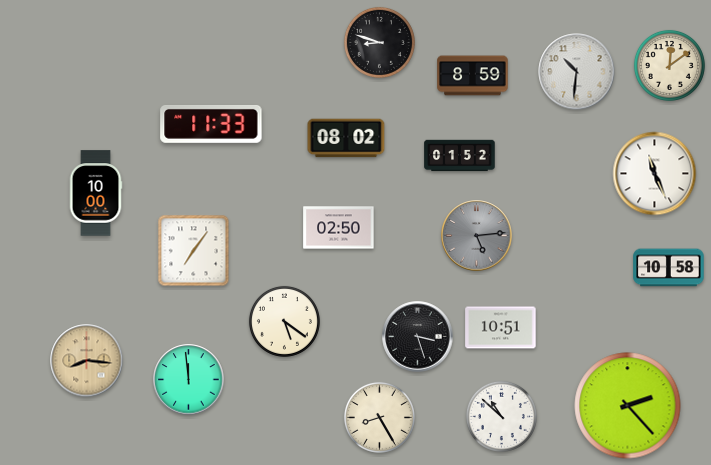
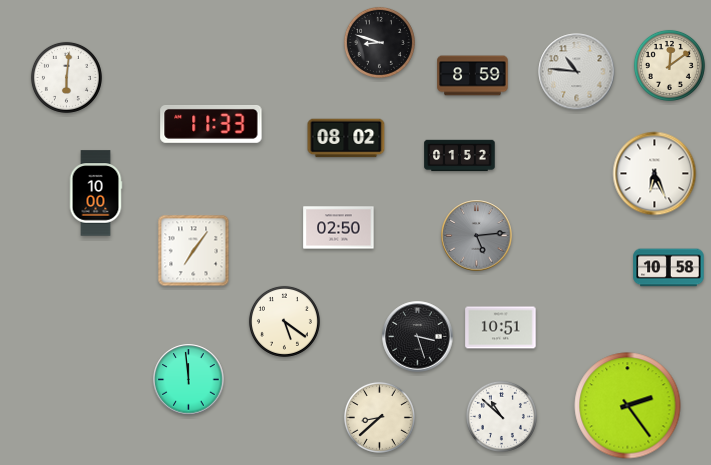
clock at (577, 72): 10:31 -> 10:46
clock at (66, 77): none -> 6:01
clock at (655, 174): 11:26 -> 6:26
clock at (87, 361): 8:16 -> none
clock at (628, 406): 2:23 -> 2:24
clock at (379, 417): 8:25 -> 8:38
